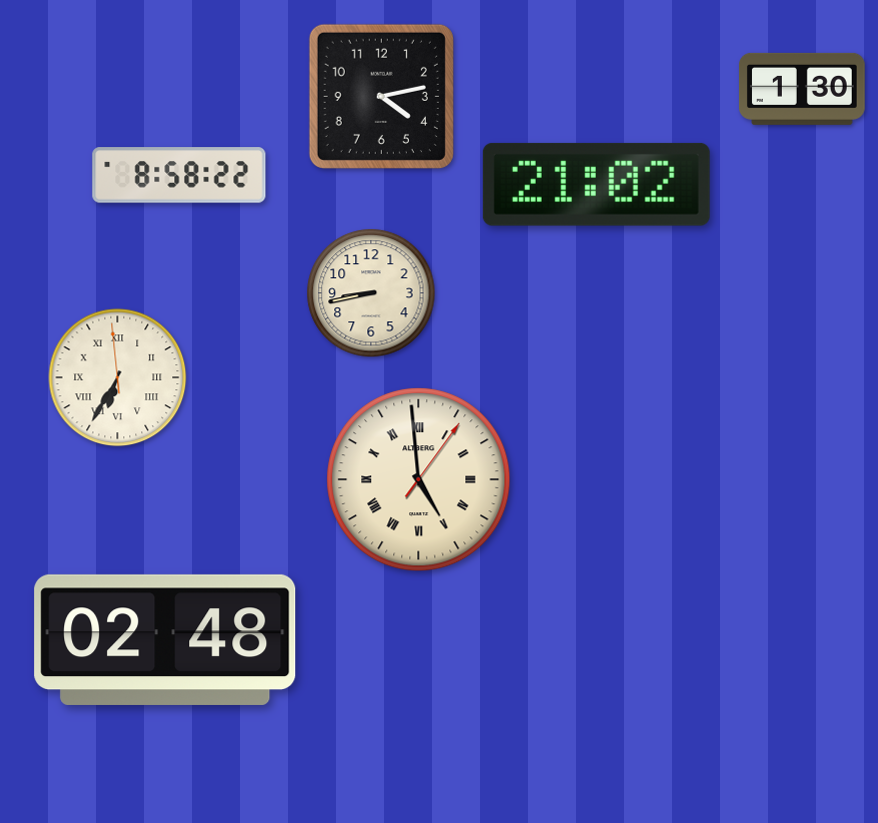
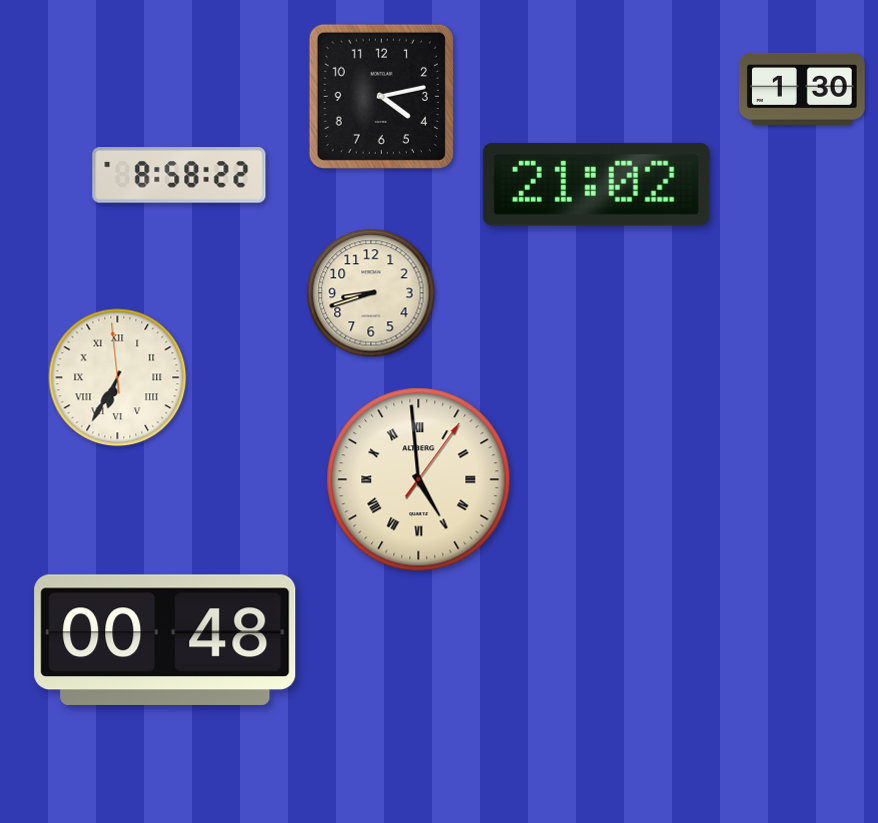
clock at (371, 293): 8:43 -> 8:42
clock at (165, 640): 02:48 -> 00:48
